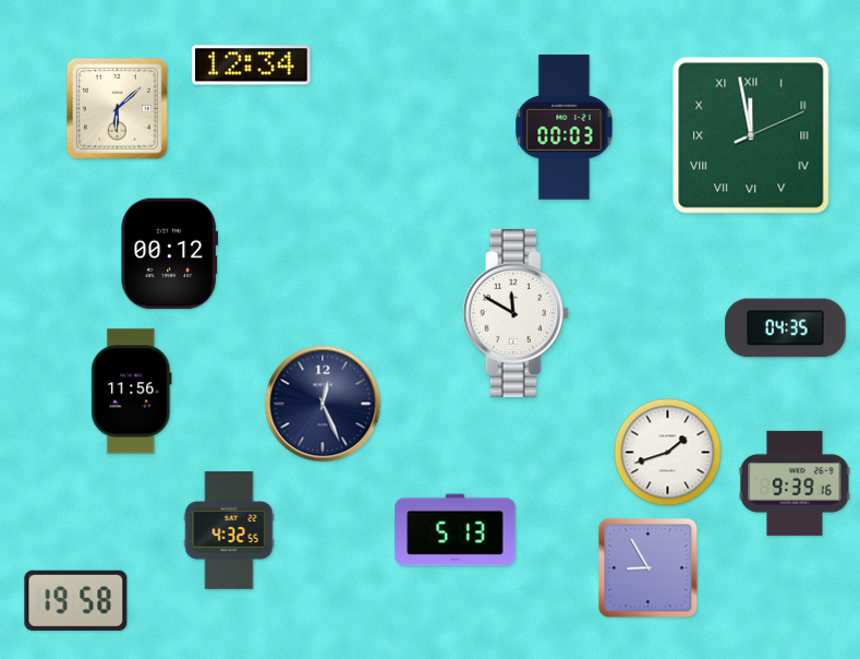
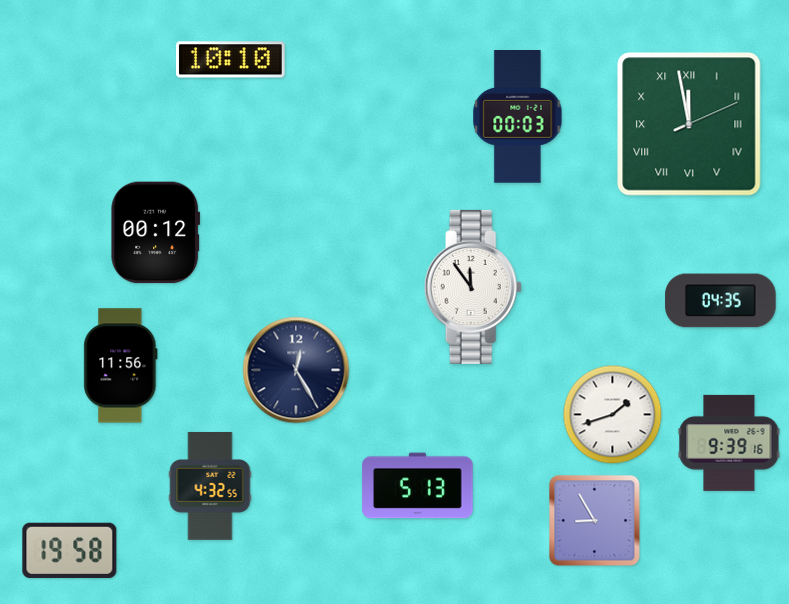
clock at (252, 65): 12:34 -> 10:10
clock at (117, 108): 6:08 -> none
clock at (516, 313): 11:50 -> 11:54
clock at (132, 392) position: (132, 392) -> (121, 366)
clock at (323, 404): 12:26 -> 12:25
